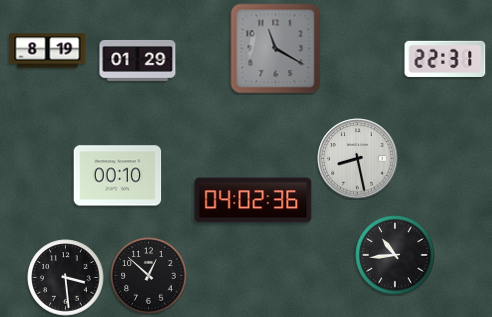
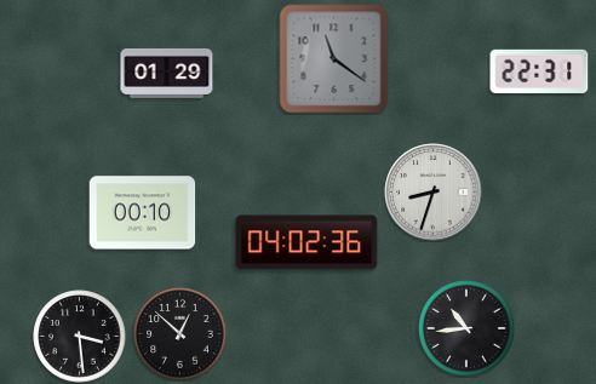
clock at (276, 49): 11:20 -> 11:21
clock at (48, 51): 8:19 -> none
clock at (358, 159): 8:28 -> 8:33
clock at (395, 255) position: (395, 255) -> (466, 328)
